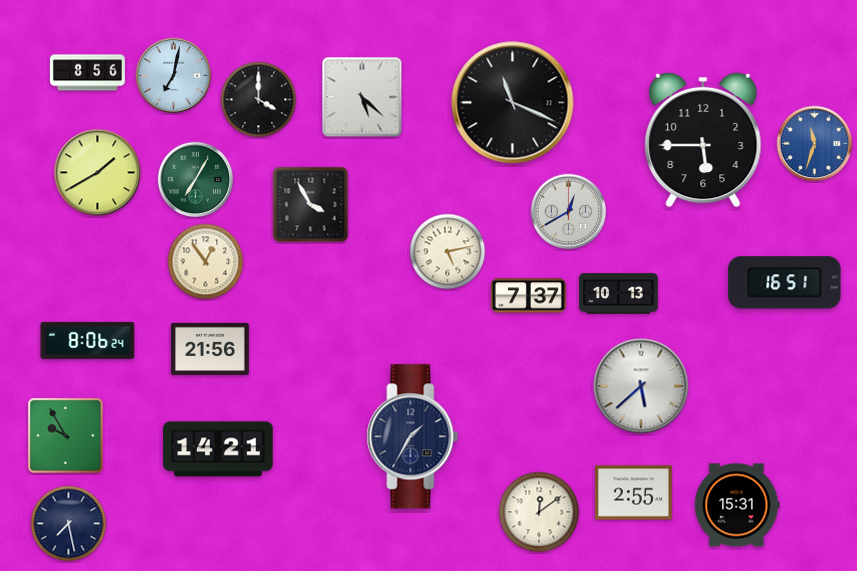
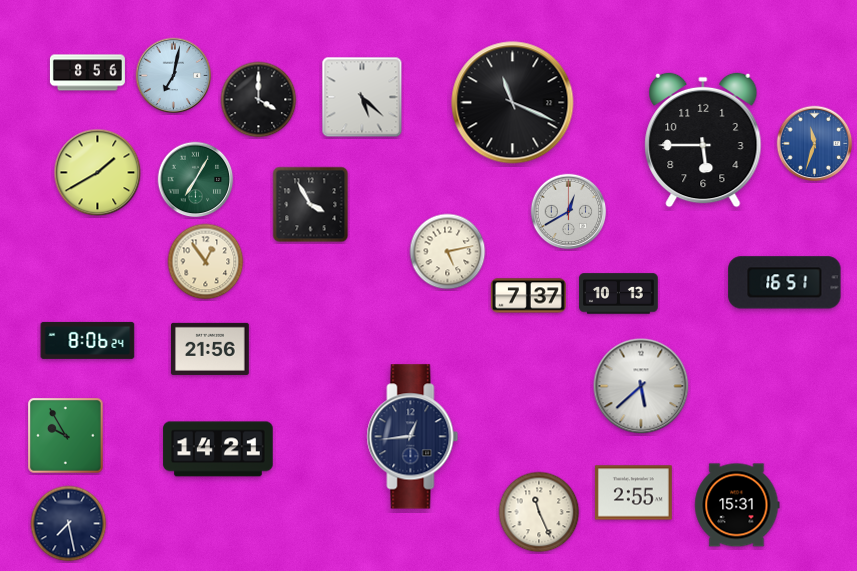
clock at (413, 437): 1:35 -> 12:44
clock at (539, 512): 12:09 -> 11:26
